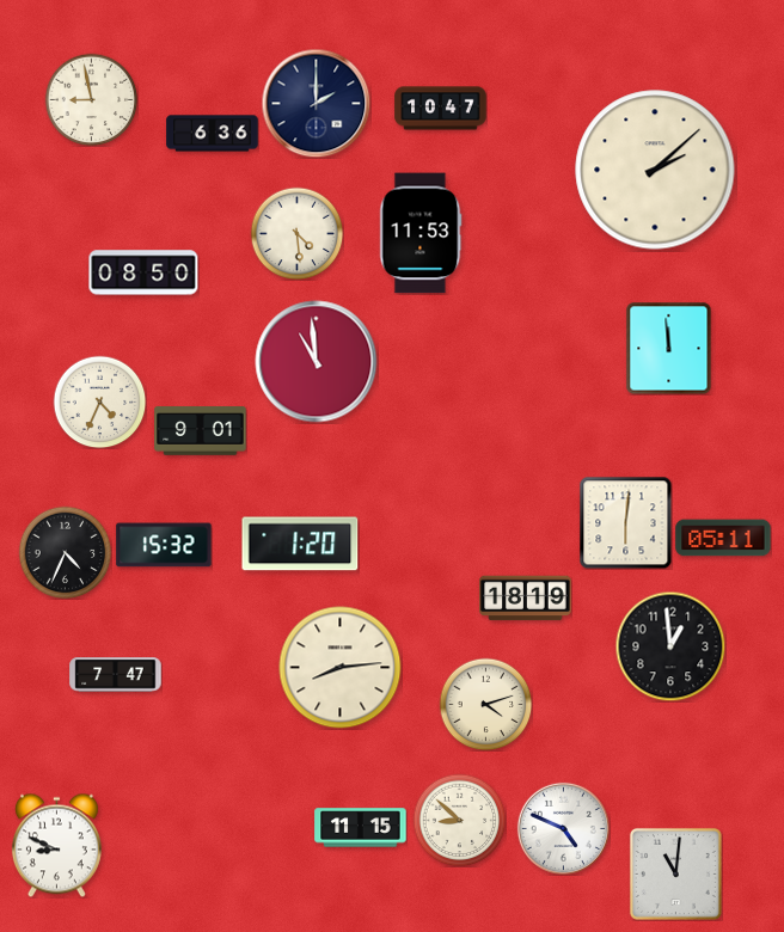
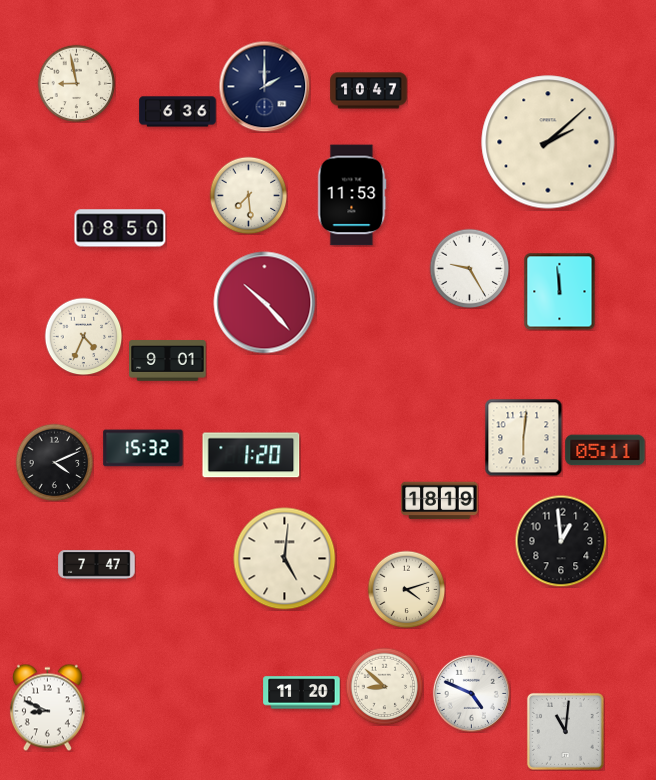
clock at (296, 233): 4:29 -> 7:29
clock at (469, 268): none -> 9:25
clock at (317, 362): 10:59 -> 10:23
clock at (164, 545) position: (164, 545) -> (143, 448)
clock at (65, 552): 4:34 -> 4:11
clock at (341, 668): 8:14 -> 5:01
clock at (361, 828): 11:15 -> 11:20
